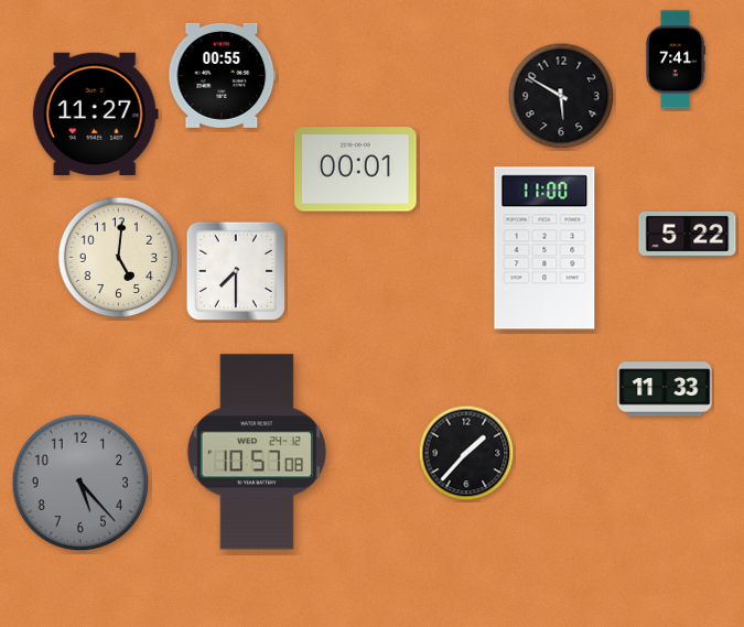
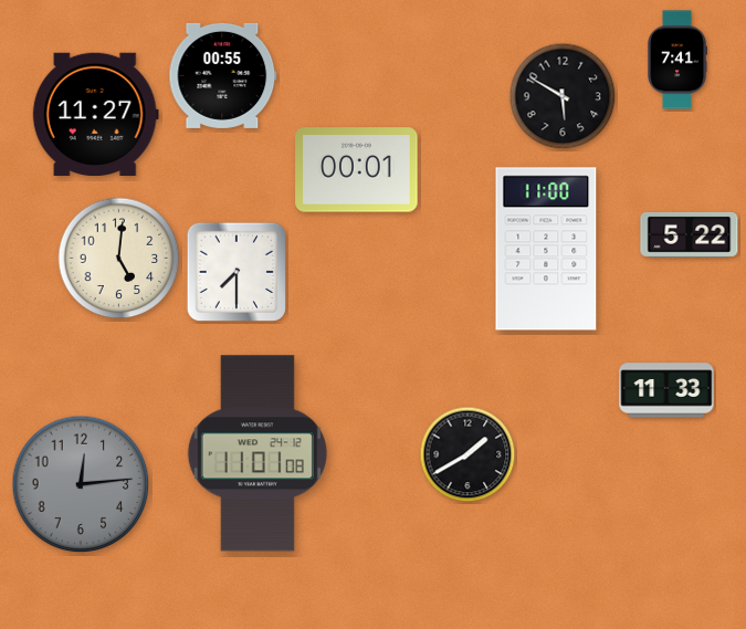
clock at (257, 452): 10:57 -> 11:01
clock at (466, 453): 1:37 -> 1:40
clock at (80, 483): 5:23 -> 12:14
